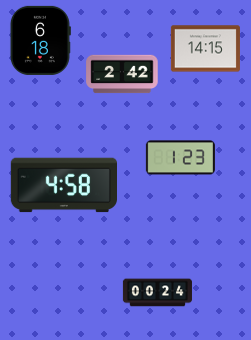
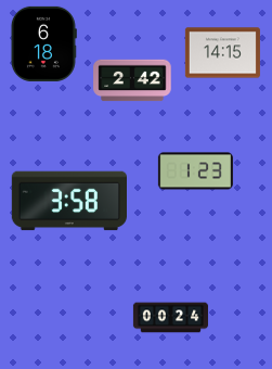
clock at (63, 185): 4:58 -> 3:58
